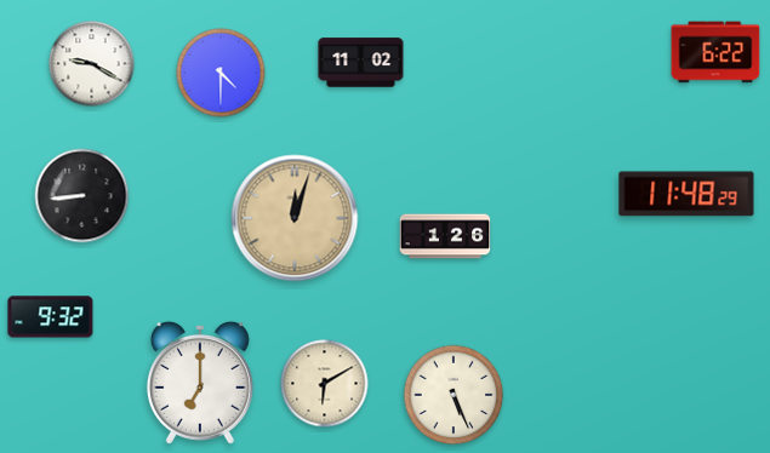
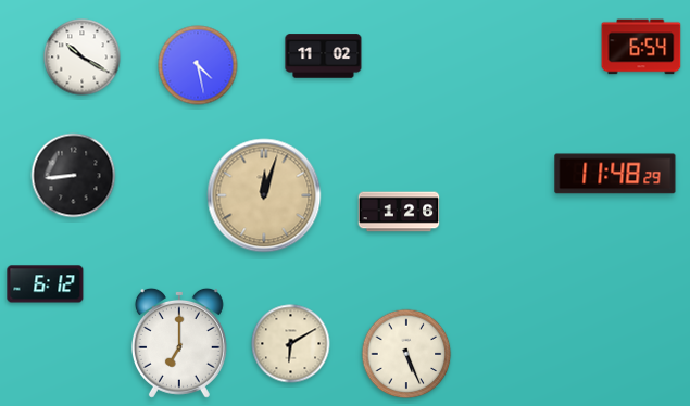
clock at (715, 52): 6:22 -> 6:54
clock at (92, 64): 9:20 -> 10:20
clock at (221, 73): 4:30 -> 4:28
clock at (51, 317): 9:32 -> 6:12
